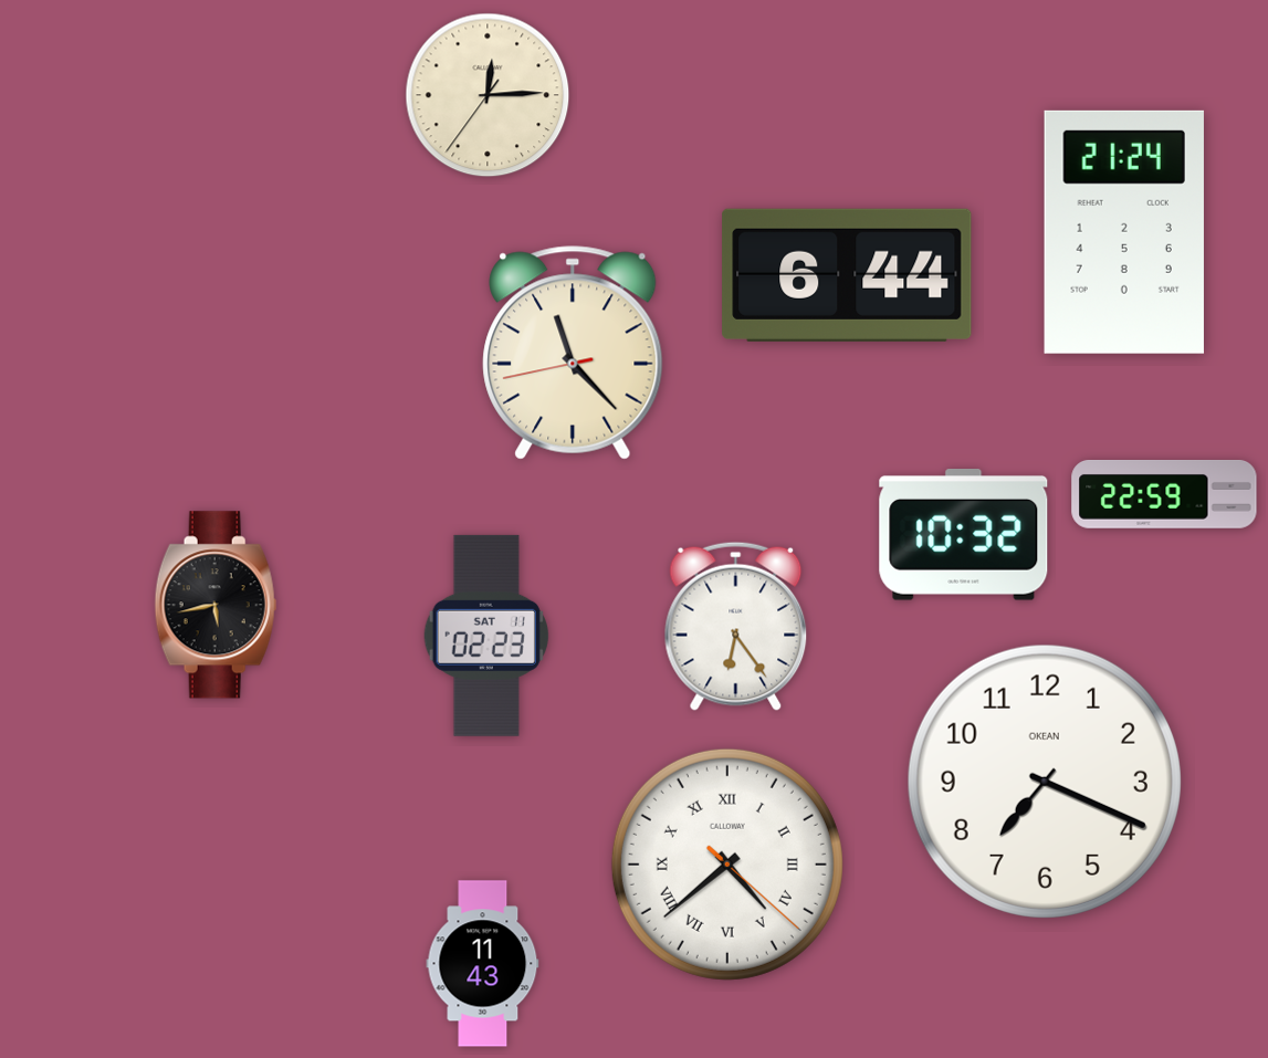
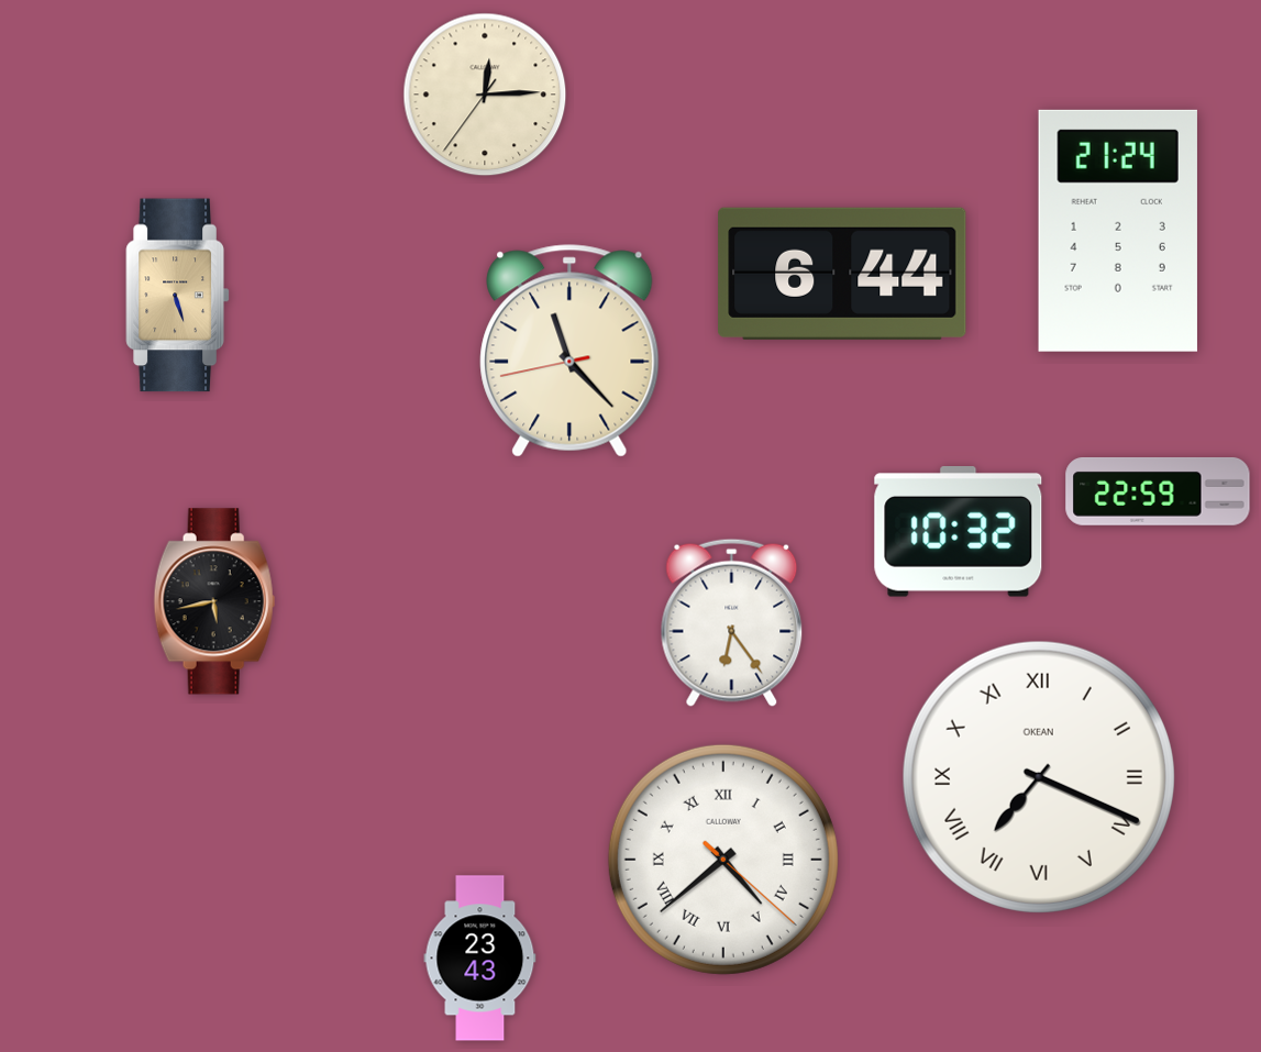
clock at (178, 296): none -> 5:27
clock at (486, 636): 02:23 -> none
clock at (1045, 782) numerals: Arabic -> Roman
clock at (483, 964): 11:43 -> 23:43
